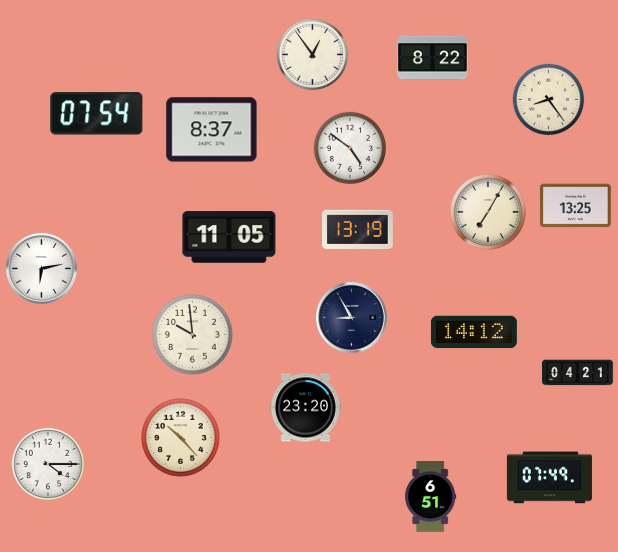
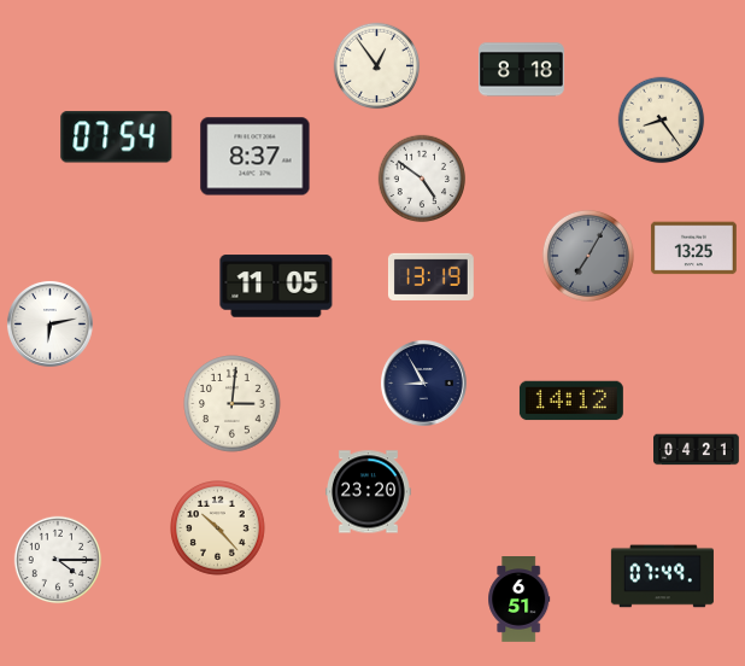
clock at (433, 58): 8:22 -> 8:18
clock at (488, 212) dial: cream -> grey
clock at (193, 335): 9:59 -> 3:01
